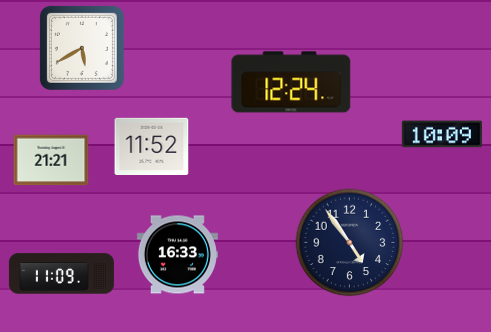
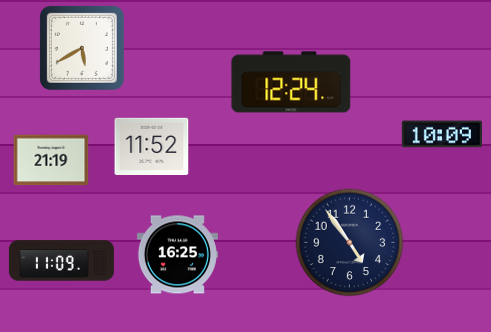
clock at (51, 160): 21:21 -> 21:19
clock at (177, 255): 16:33 -> 16:25
clock at (61, 274) position: (61, 274) -> (61, 261)
